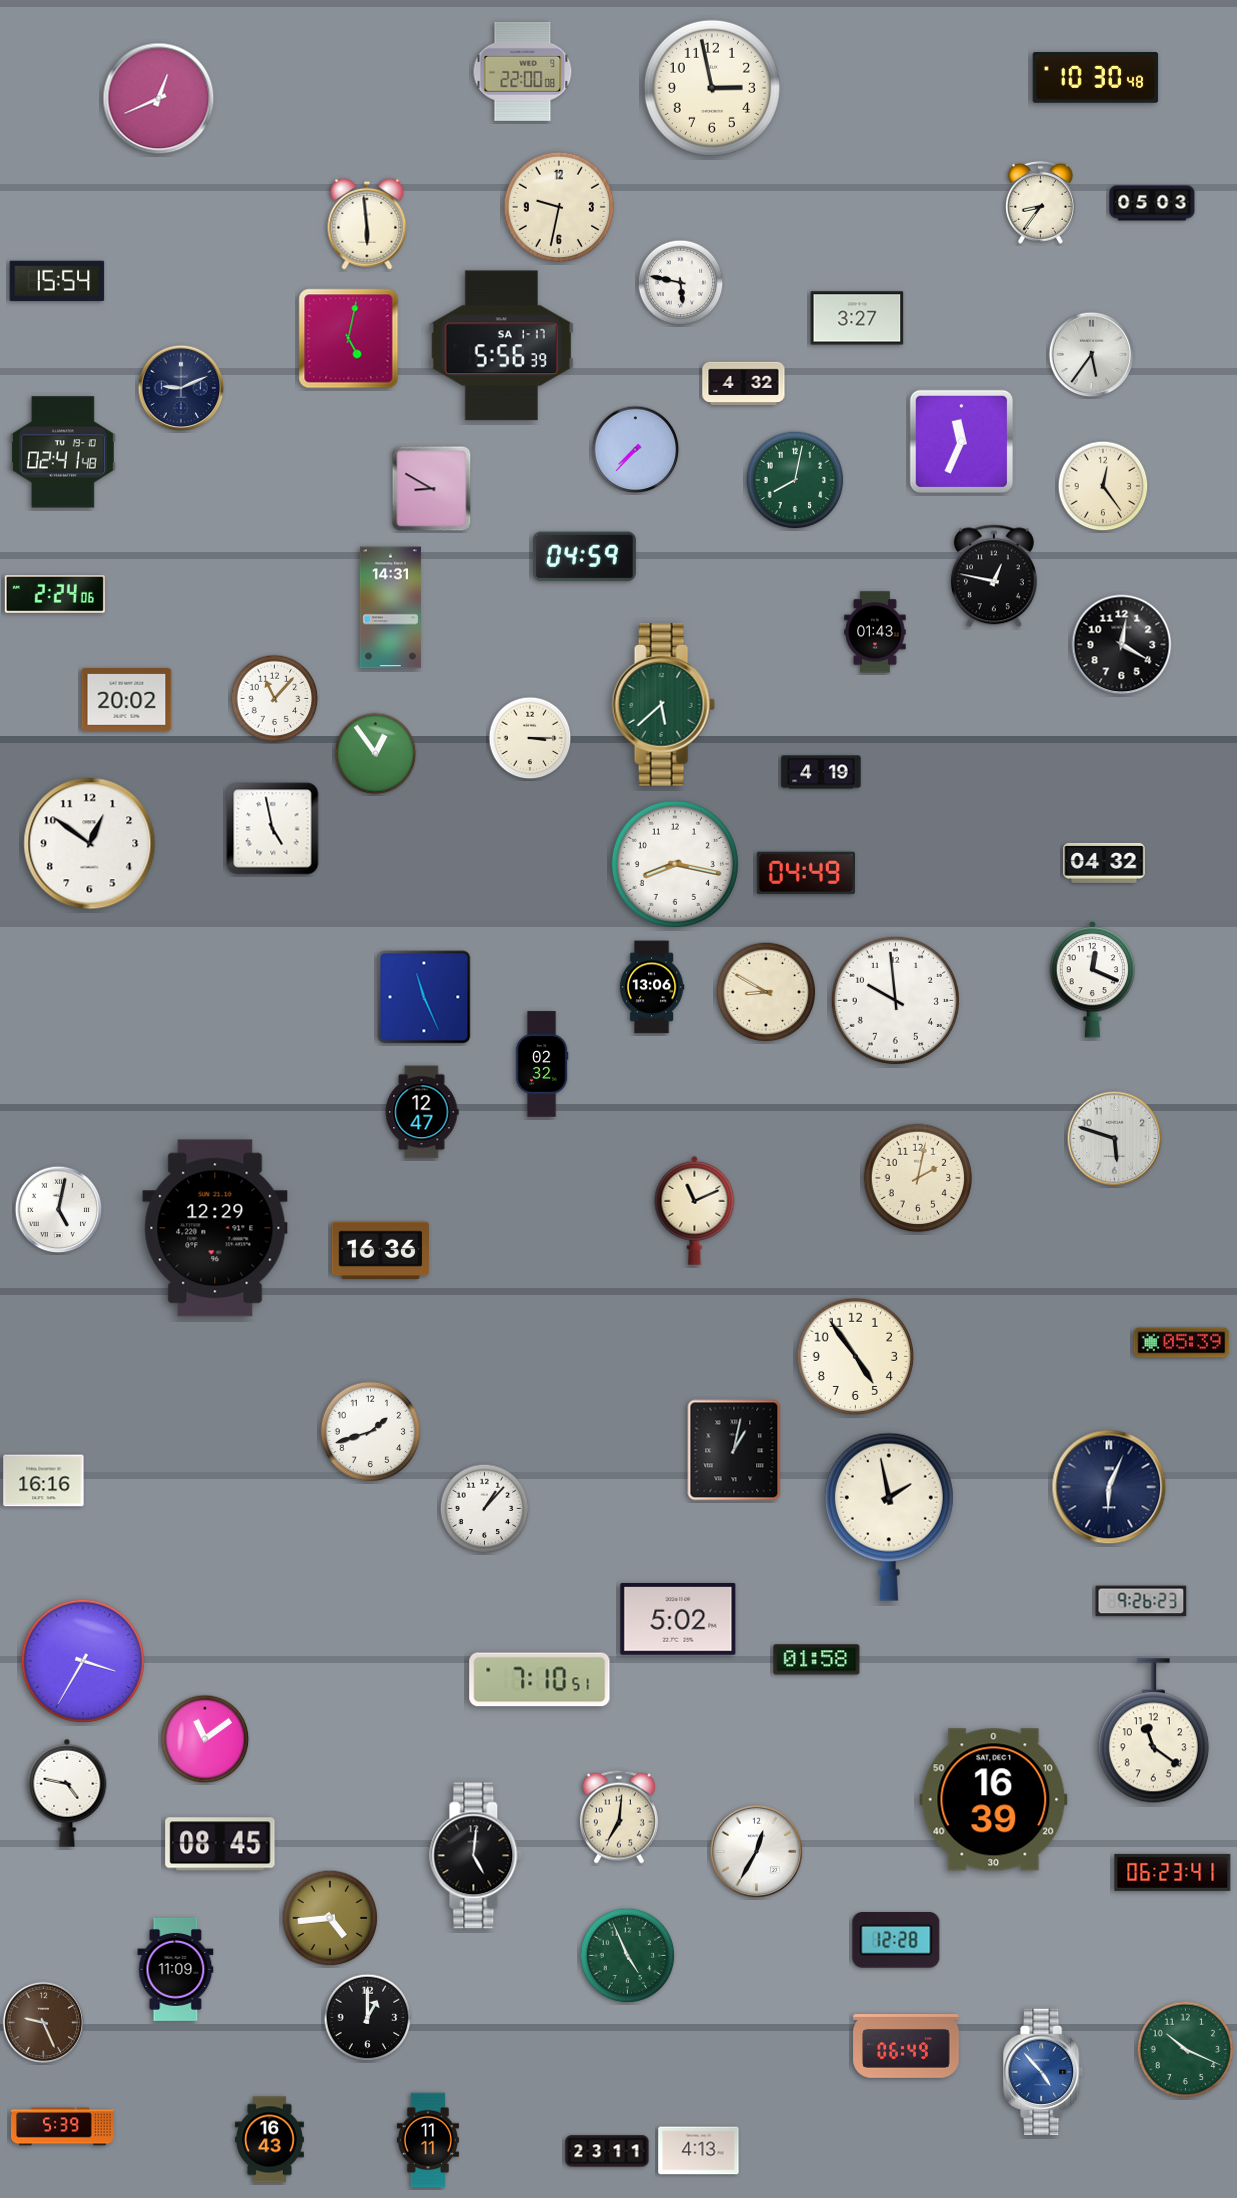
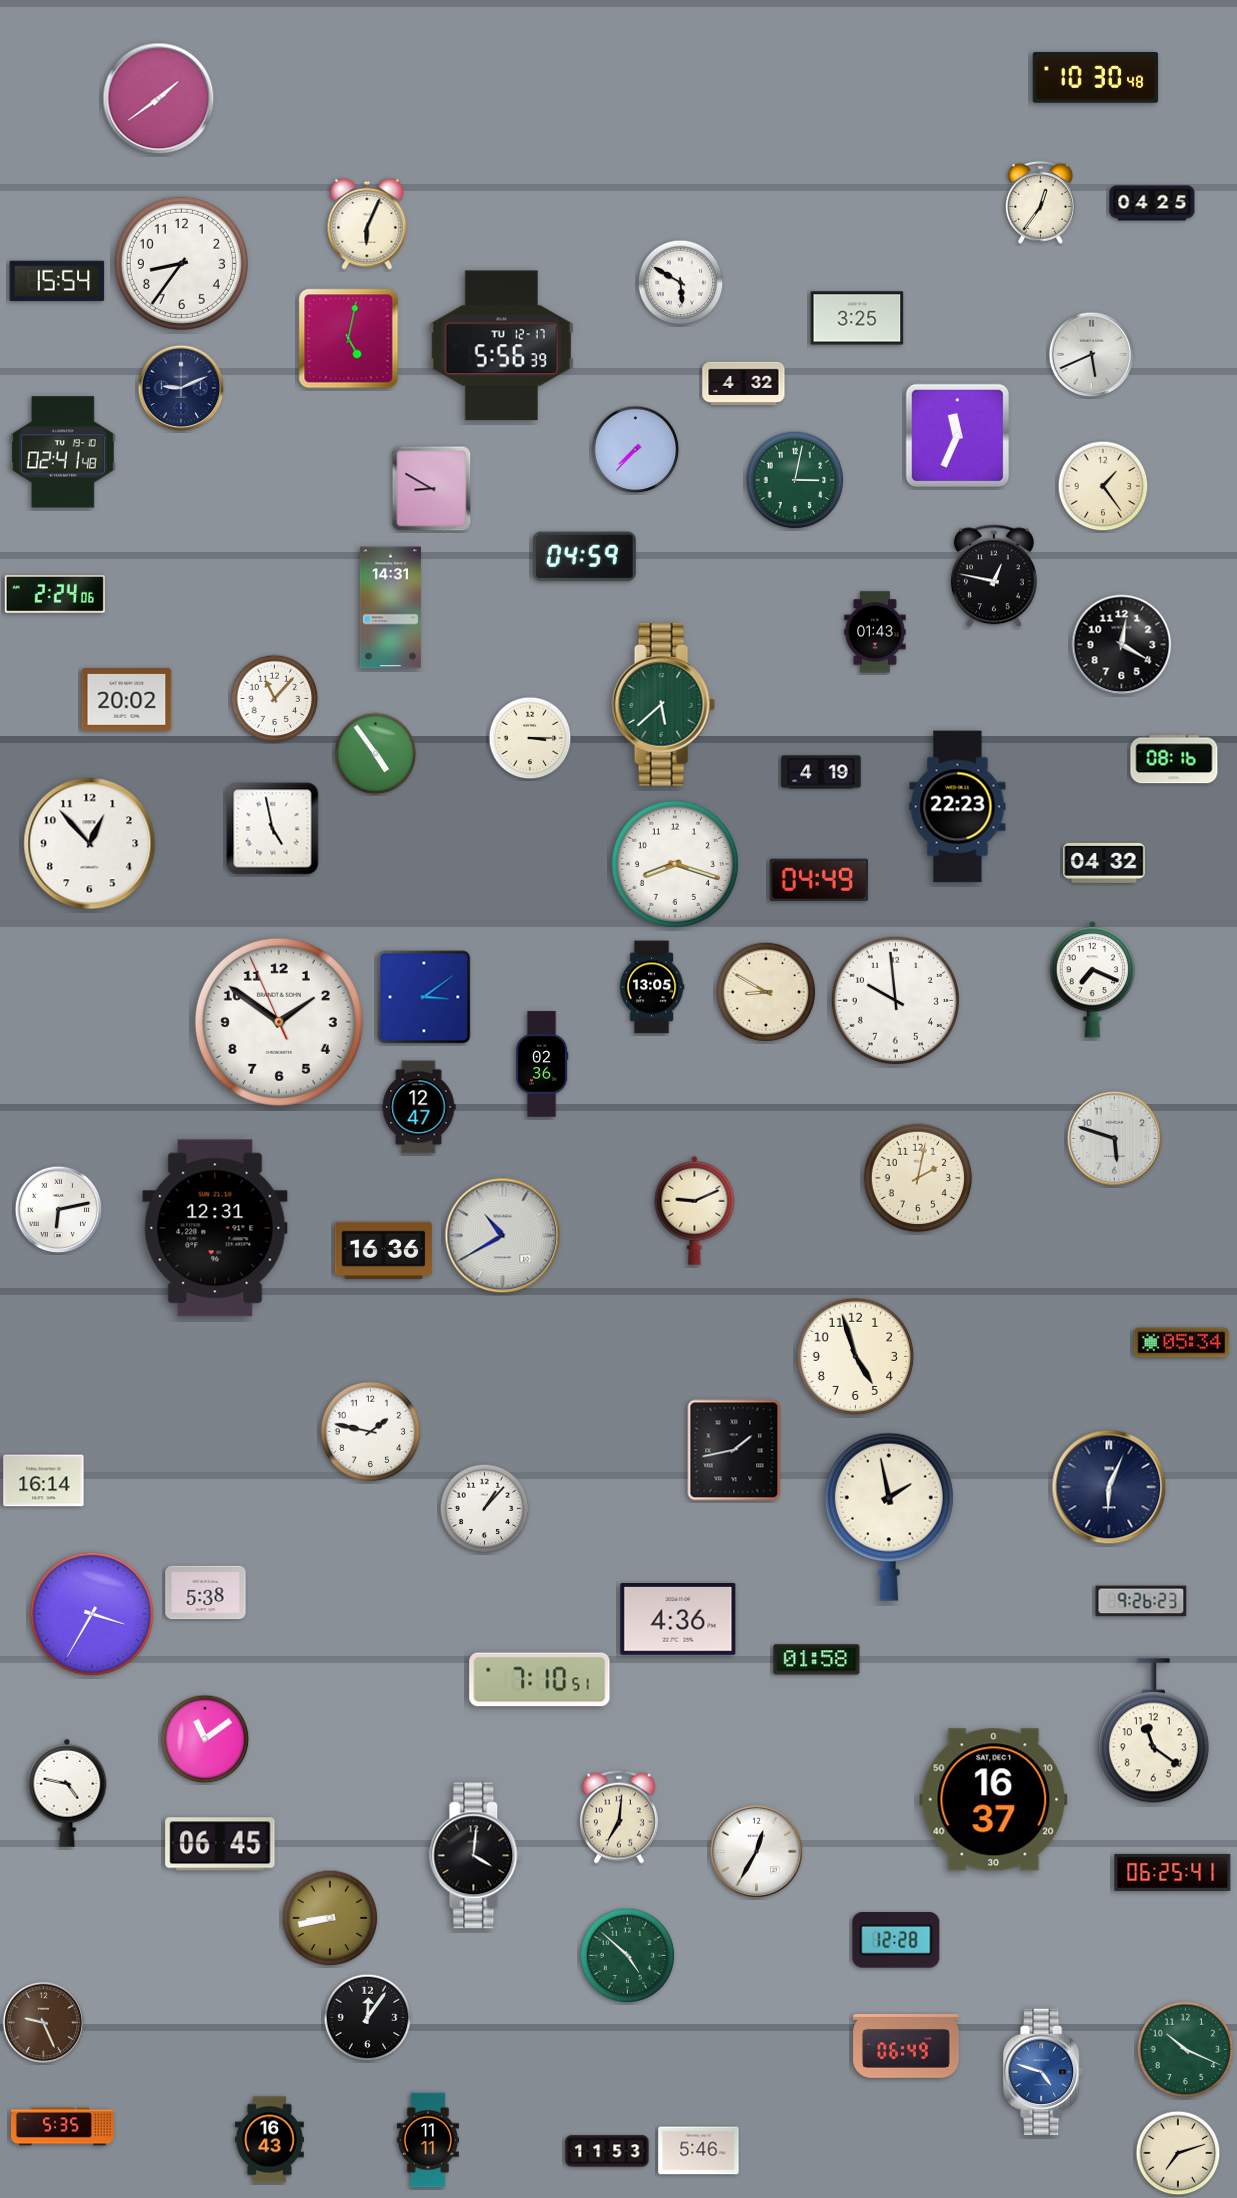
clock at (523, 71): 22:00 -> none
clock at (712, 88): 2:58 -> none
clock at (159, 99): 12:41 -> 1:39
clock at (1040, 202): 8:36 -> 12:36
clock at (1152, 203): 05:03 -> 04:25
clock at (558, 206): 9:32 -> none
clock at (367, 224): 5:59 -> 6:04
clock at (181, 263): none -> 8:36
clock at (681, 283): 5:47 -> 5:50
clock at (857, 318): 3:27 -> 3:25
clock at (501, 346) date: SA 1-17 -> TU 12-17
clock at (1092, 355): 5:36 -> 5:41
clock at (961, 441) position: (961, 441) -> (957, 435)
clock at (795, 480): 8:02 -> 3:02
clock at (1103, 486): 12:24 -> 1:24
clock at (376, 754): 12:54 -> 4:54
clock at (1174, 759): none -> 08:16
clock at (958, 807): none -> 22:23
clock at (90, 844): 12:51 -> 12:53
clock at (675, 864): 8:17 -> 8:18
clock at (805, 873) position: (805, 873) -> (818, 880)
clock at (1093, 980): 12:19 -> 7:19
clock at (652, 987): 13:06 -> 13:05
clock at (424, 997): 11:26 -> 3:09
clock at (279, 1022): none -> 1:50
clock at (542, 1064): 02:32 -> 02:36
clock at (422, 1112) position: (422, 1112) -> (419, 1107)
clock at (59, 1210): 5:02 -> 6:13
clock at (695, 1210): 11:11 -> 9:11
clock at (215, 1228): 12:29 -> 12:31
clock at (503, 1236): none -> 10:40
clock at (381, 1251) position: (381, 1251) -> (384, 1251)
clock at (1182, 1343): 05:39 -> 05:34
clock at (855, 1356): 4:54 -> 4:57
clock at (371, 1432): 1:42 -> 1:47
clock at (734, 1450): 1:02 -> 1:43
clock at (44, 1481): 16:16 -> 16:14
clock at (206, 1593): none -> 5:38
clock at (678, 1620): 5:02 -> 4:36
clock at (83, 1661) position: (83, 1661) -> (92, 1614)
clock at (994, 1800): 16:39 -> 16:37
clock at (220, 1844): 08:45 -> 06:45
clock at (476, 1856): 5:01 -> 4:01
clock at (1173, 1872): 06:23 -> 06:25
clock at (330, 1918): 4:44 -> 8:43
clock at (628, 1956): 4:56 -> 4:52
clock at (176, 1969): 11:09 -> none
clock at (368, 2018): 1:00 -> 12:06
clock at (1044, 2072): 4:53 -> 4:48
clock at (62, 2127): 5:39 -> 5:35
clock at (607, 2151): 23:11 -> 11:53
clock at (699, 2151): 4:13 -> 5:46
clock at (1178, 2153): none -> 7:12
